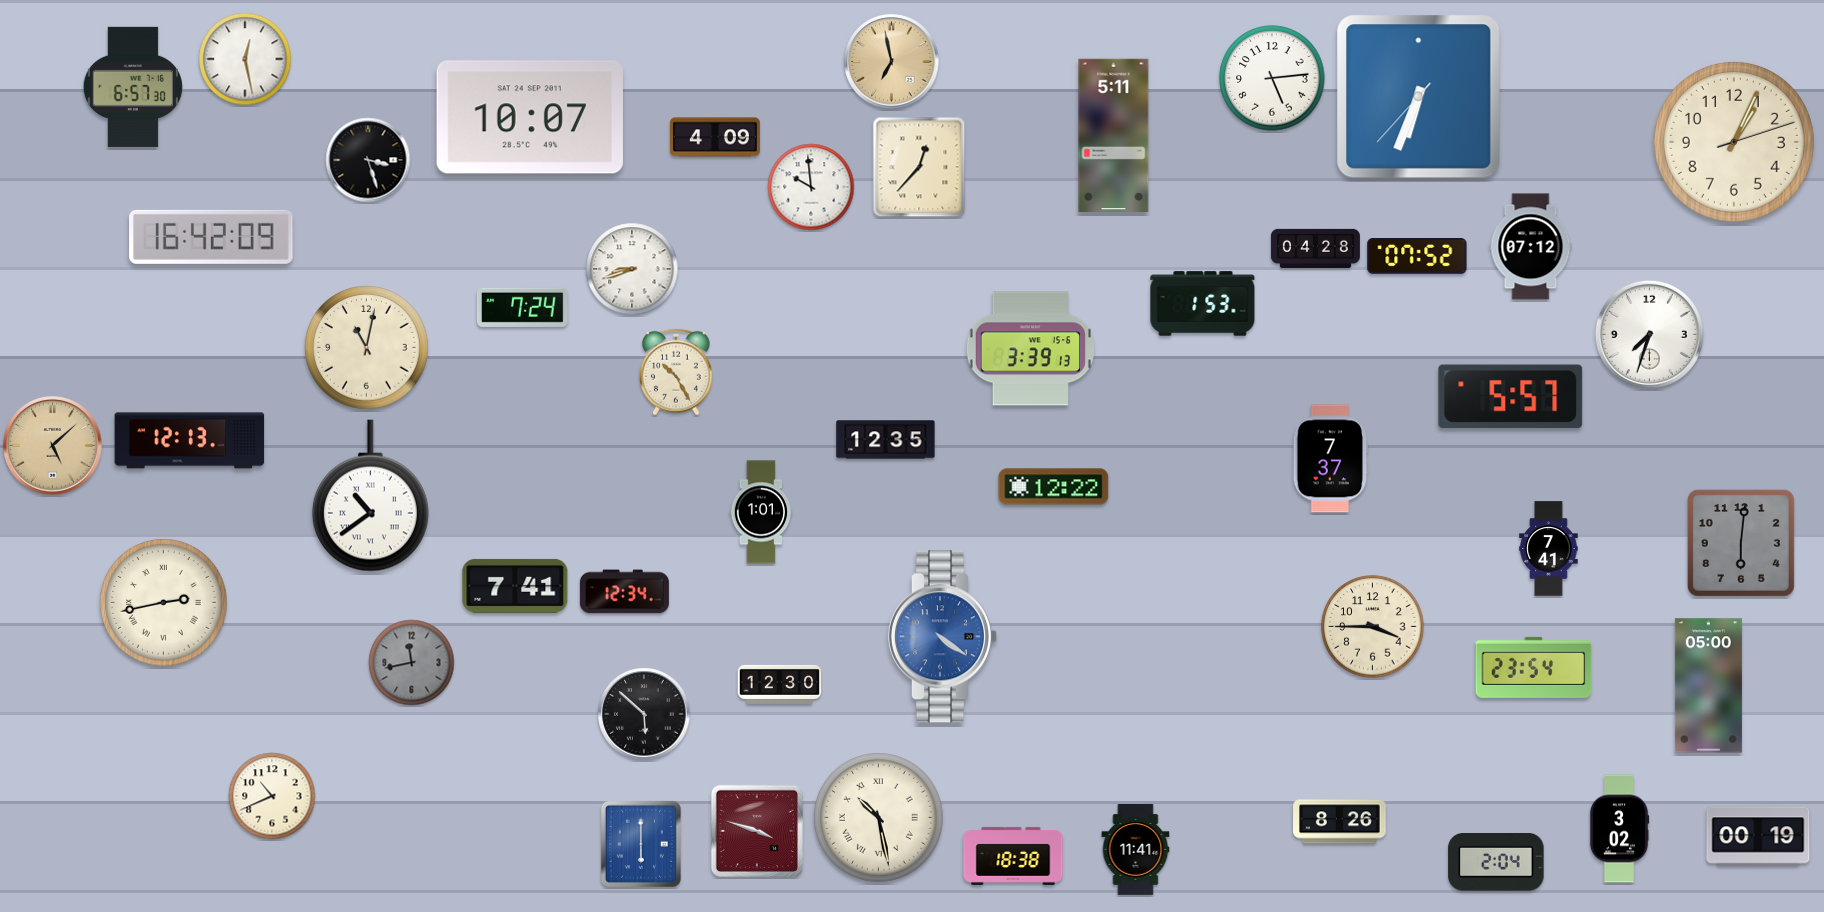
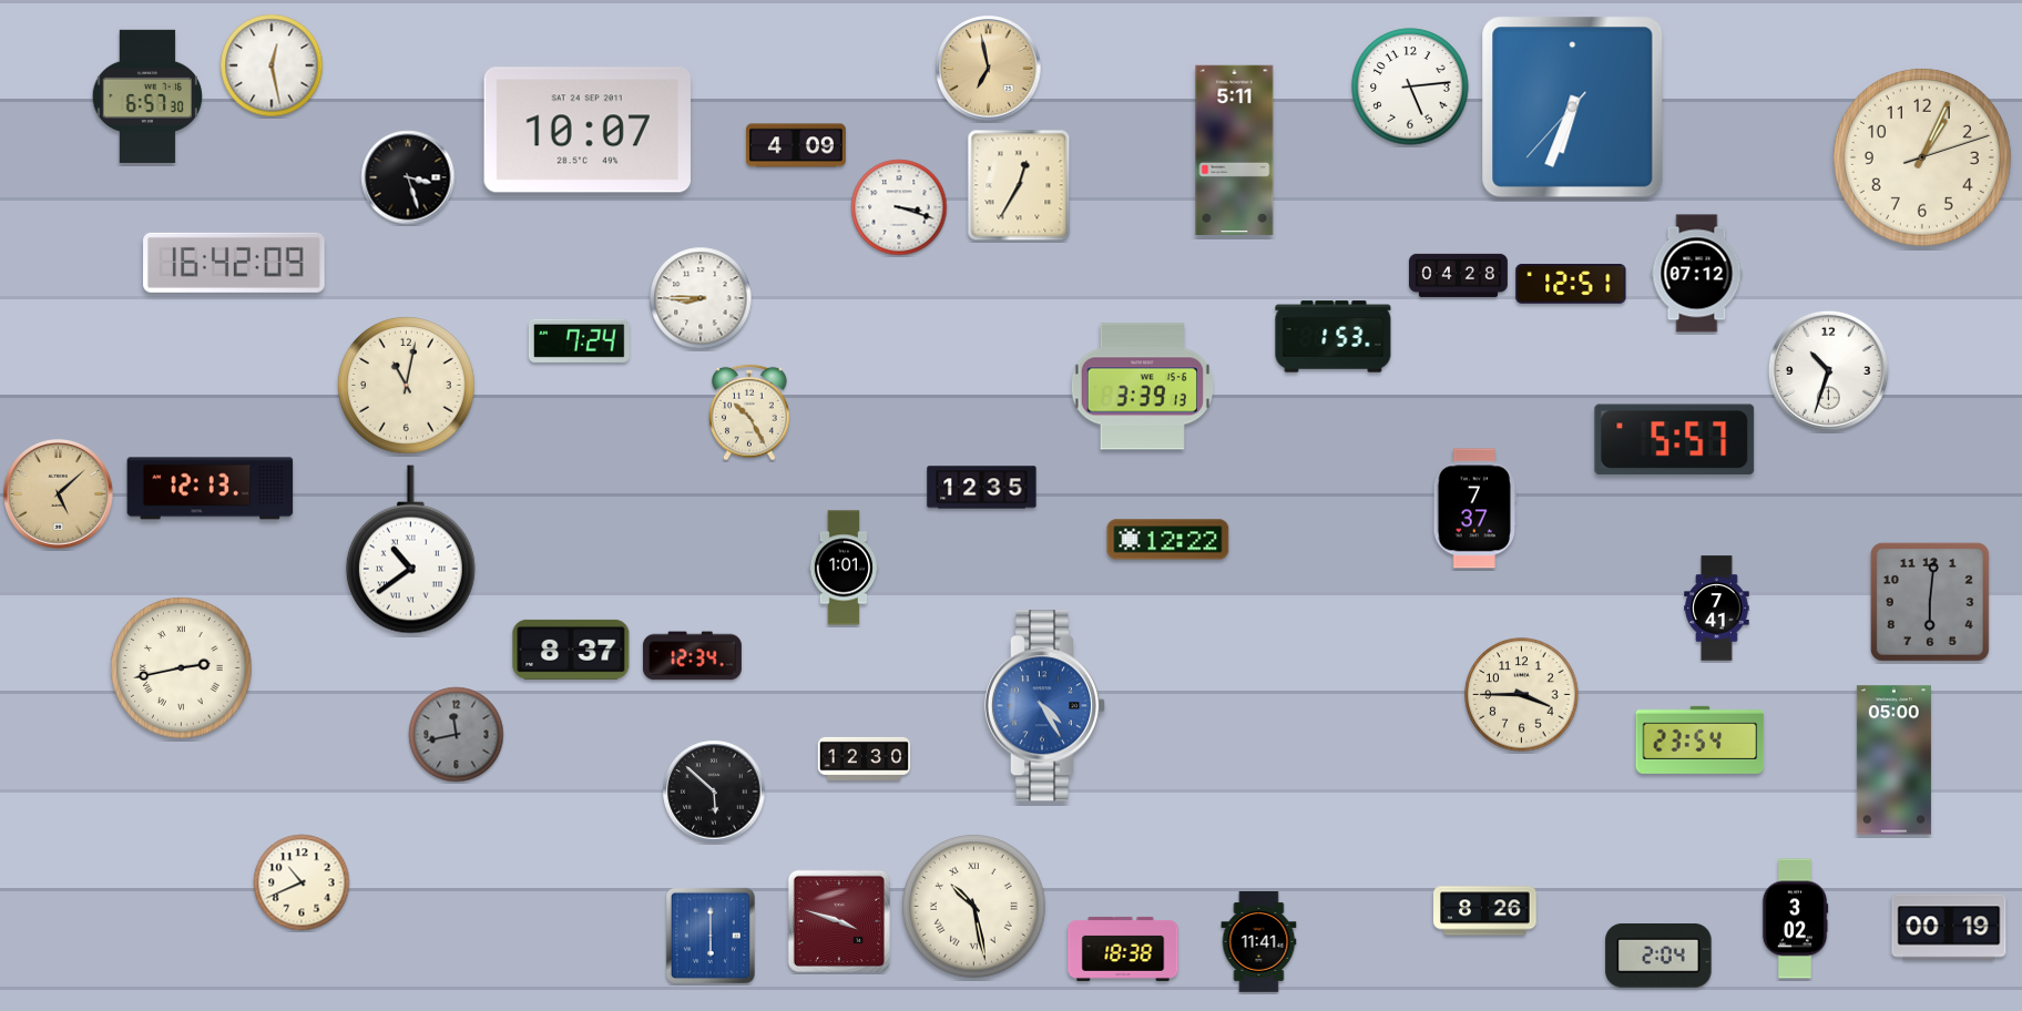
clock at (715, 137) position: (715, 137) -> (796, 145)
clock at (919, 167): 12:37 -> 12:35
clock at (811, 187): 9:59 -> 3:18
clock at (1417, 257): 07:52 -> 12:51
clock at (632, 269): 8:42 -> 8:45
clock at (1649, 334): 7:33 -> 10:33
clock at (515, 586): 7:41 -> 8:37
clock at (943, 637): 4:21 -> 4:25
